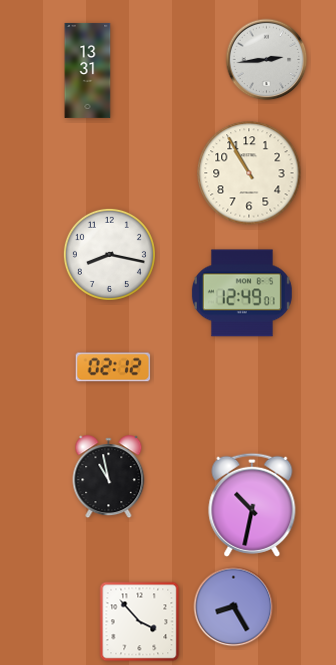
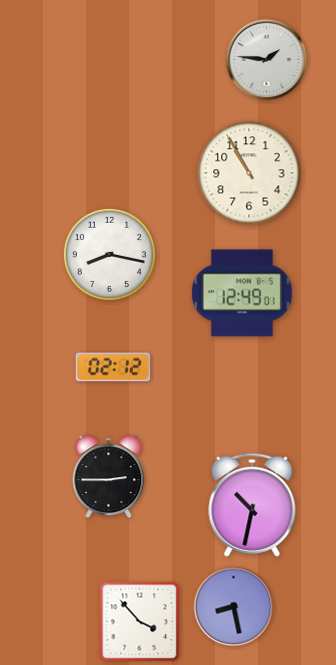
clock at (267, 60): 2:44 -> 1:46
clock at (88, 70): 13:31 -> none
clock at (109, 477): 10:58 -> 2:45
clock at (234, 607): 8:25 -> 8:28
